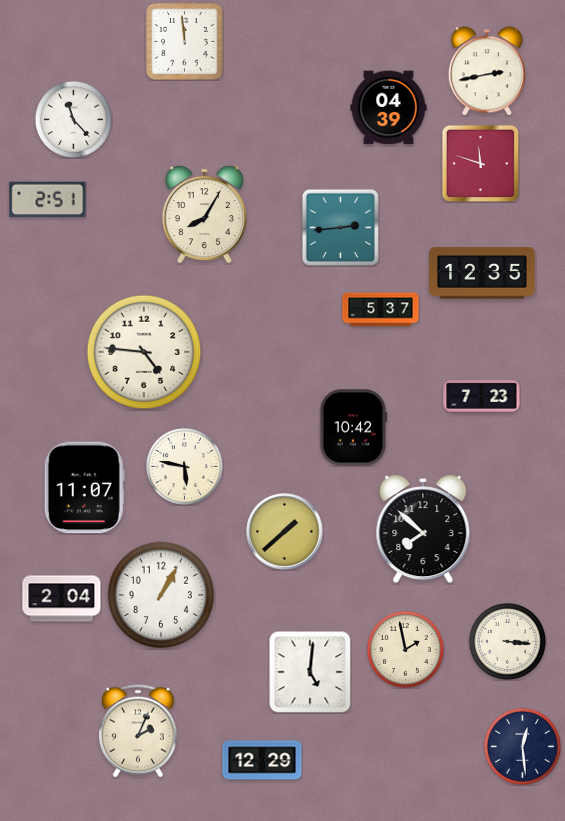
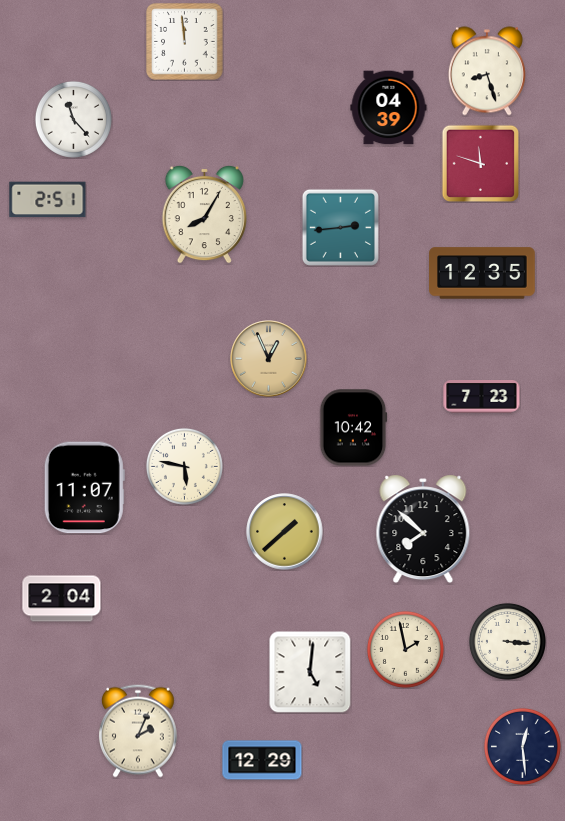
clock at (487, 71): 2:43 -> 8:27
clock at (381, 310): 5:37 -> none
clock at (144, 352): 4:46 -> none
clock at (269, 359): none -> 12:56
clock at (161, 595): 1:05 -> none
